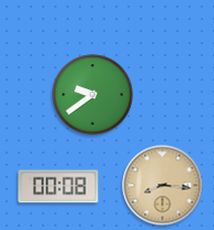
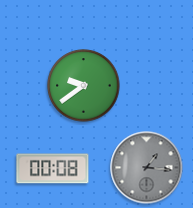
clock at (163, 186): 8:16 -> 1:16
clock at (163, 186) dial: champagne -> grey
